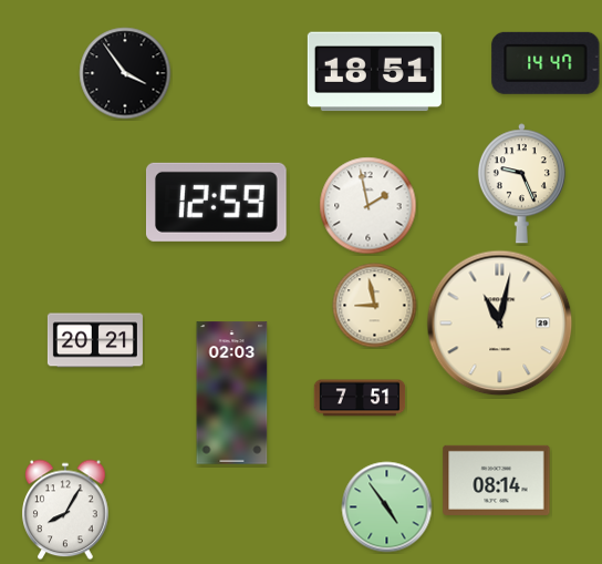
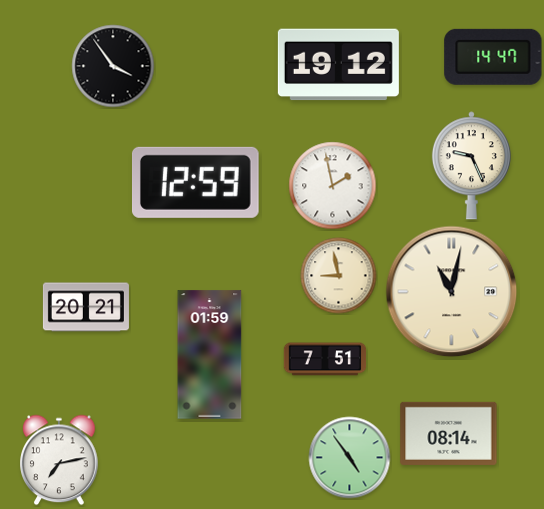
clock at (374, 72): 18:51 -> 19:12
clock at (232, 393): 02:03 -> 01:59
clock at (65, 510): 8:05 -> 7:13
